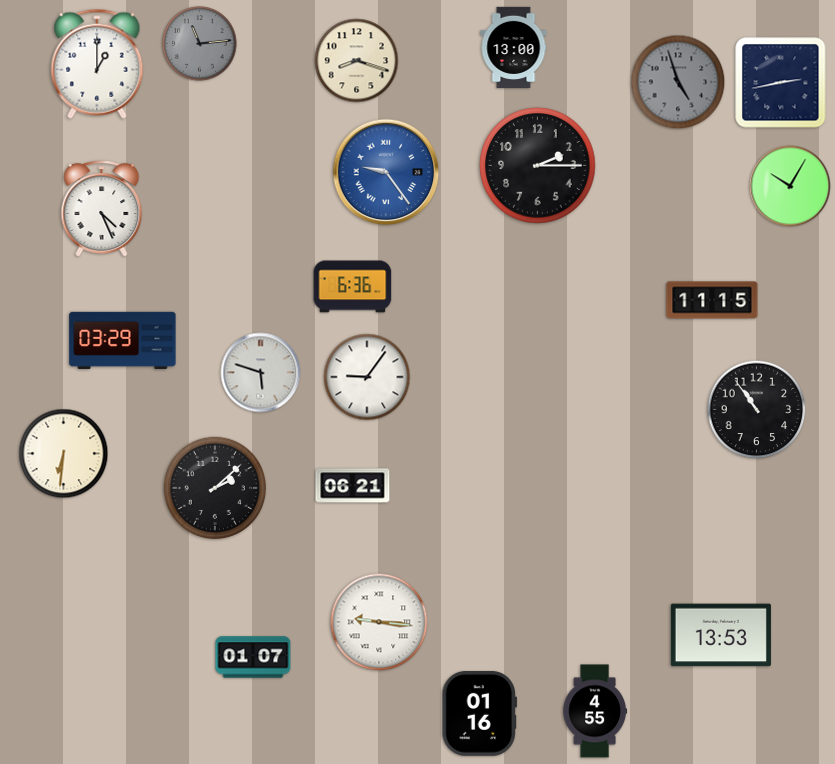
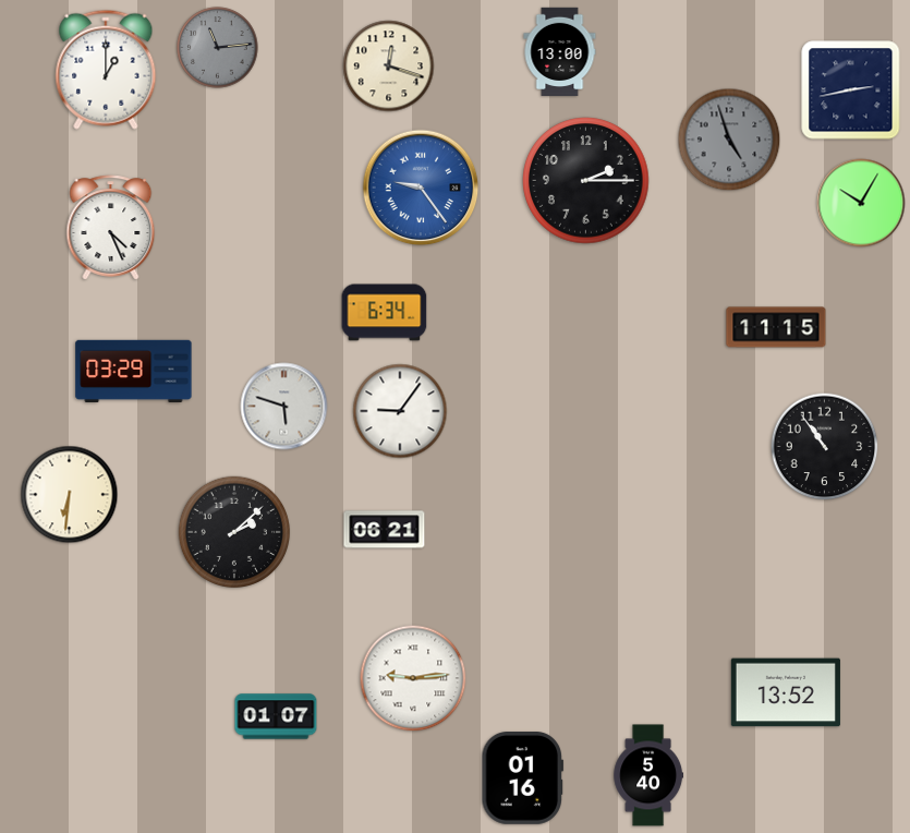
clock at (357, 61): 8:18 -> 12:18
clock at (678, 82) position: (678, 82) -> (729, 140)
clock at (353, 287): 6:36 -> 6:34
clock at (379, 622): 9:16 -> 9:14
clock at (721, 635): 13:53 -> 13:52
clock at (594, 711): 4:55 -> 5:40
